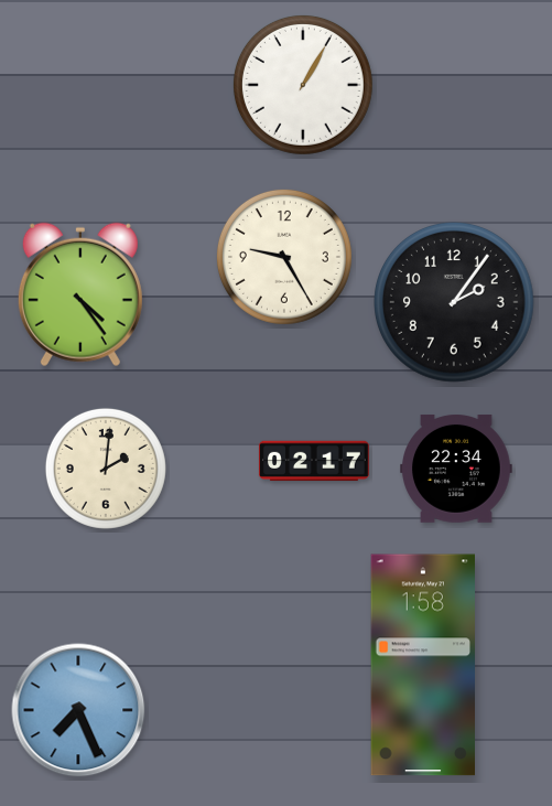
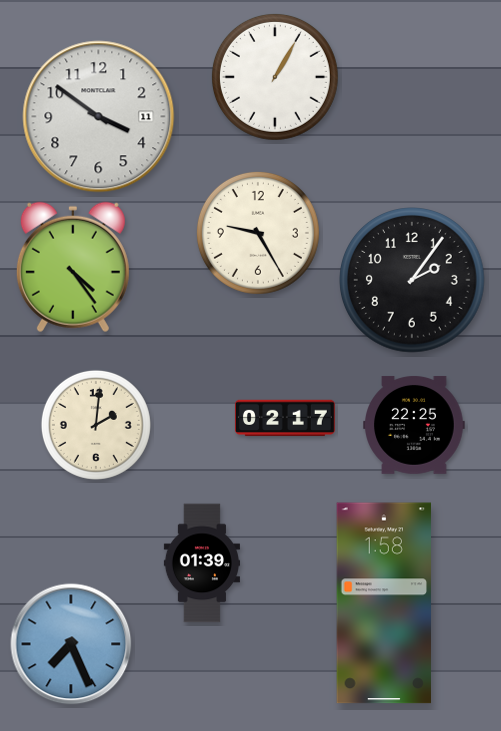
clock at (99, 117): none -> 3:51
clock at (454, 302) position: (454, 302) -> (412, 280)
clock at (456, 469): 22:34 -> 22:25
clock at (202, 563): none -> 01:39
